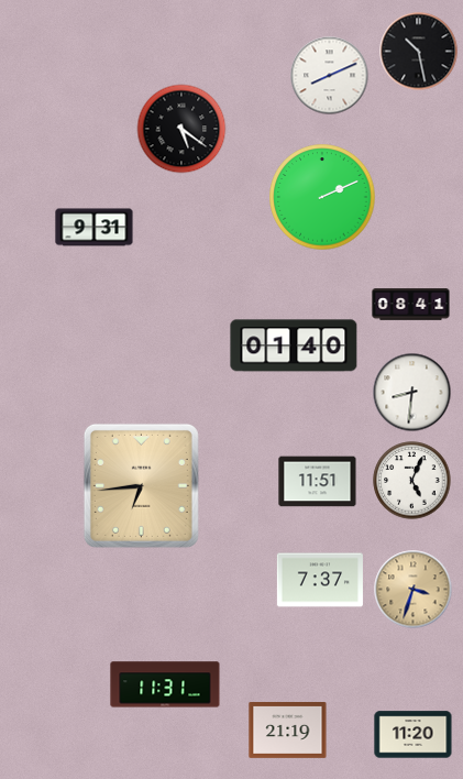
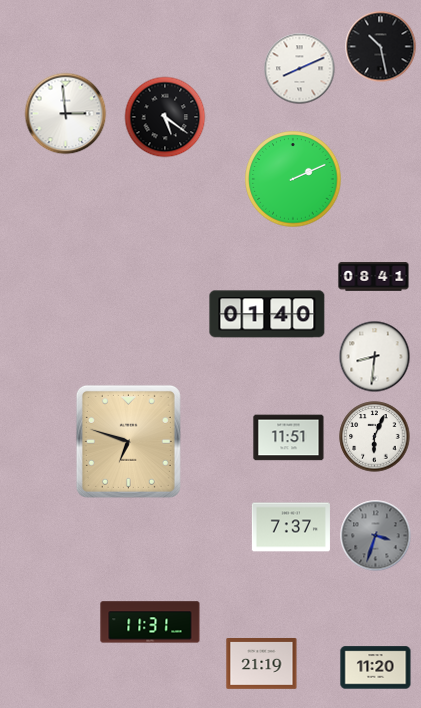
clock at (66, 114): none -> 2:59
clock at (95, 228): 9:31 -> none
clock at (412, 481): 5:04 -> 6:04
clock at (141, 485): 6:44 -> 6:48
clock at (414, 590) dial: champagne -> grey
